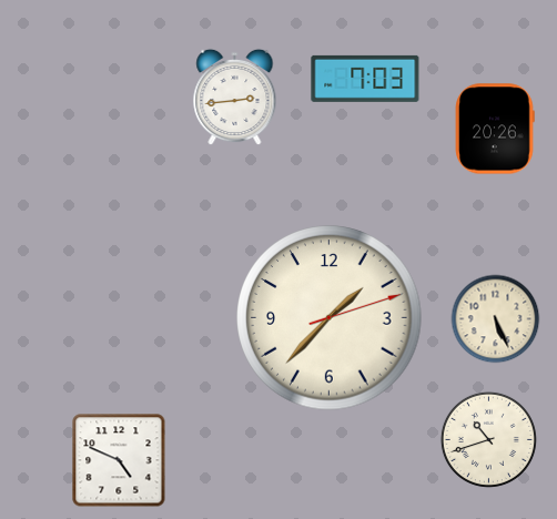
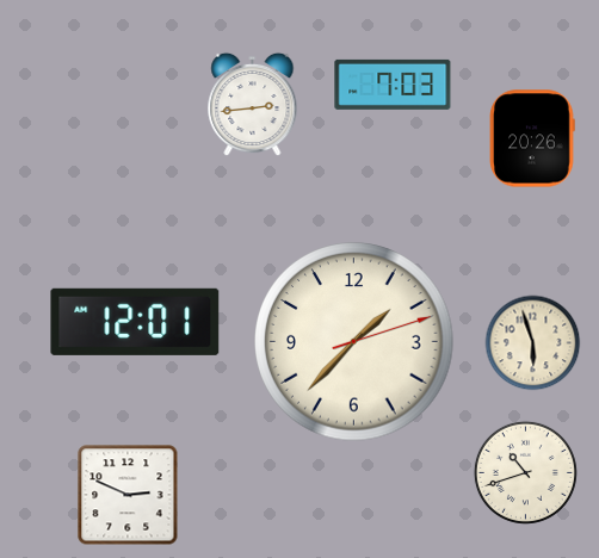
clock at (135, 322): none -> 12:01
clock at (496, 319): 5:26 -> 5:57
clock at (119, 460): 4:49 -> 2:49
